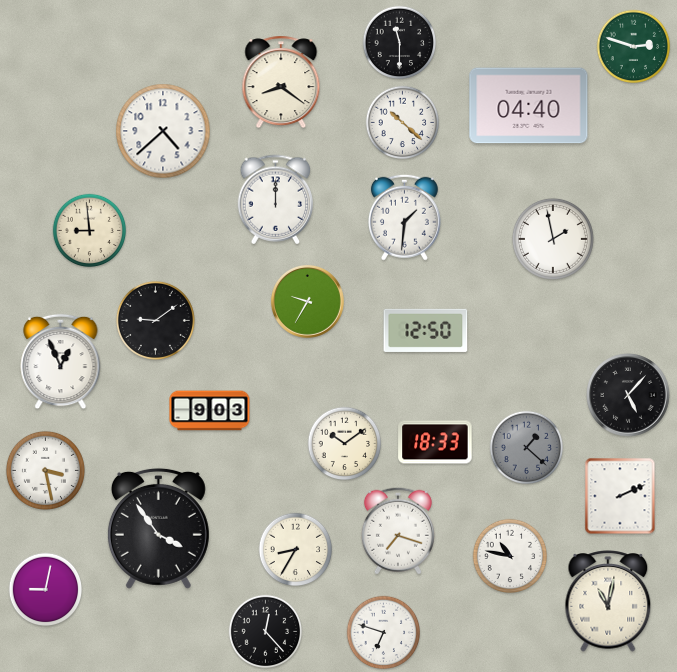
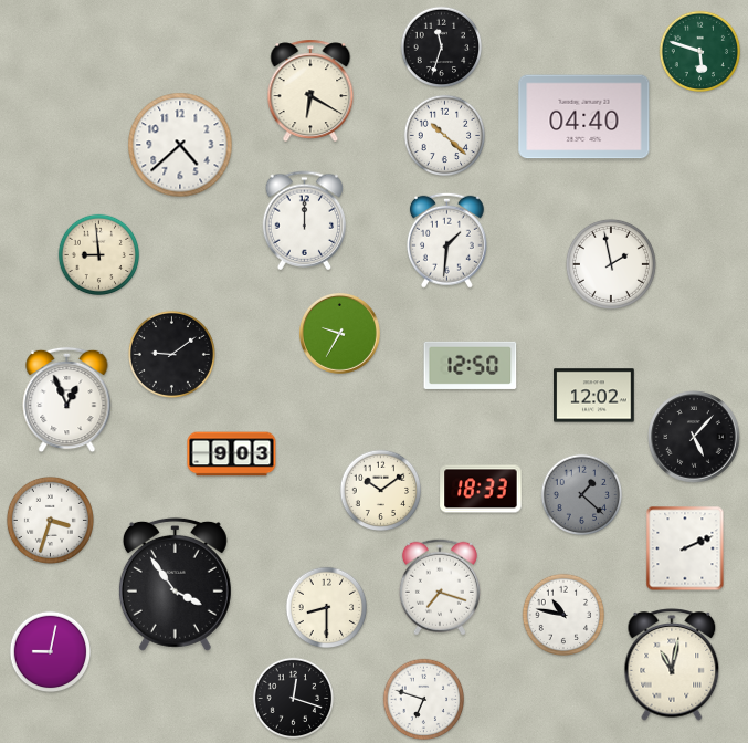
clock at (400, 43): 11:30 -> 11:33
clock at (634, 47): 2:48 -> 5:48
clock at (281, 82): 8:21 -> 6:20
clock at (594, 396): none -> 12:02
clock at (45, 470): 3:28 -> 3:33
clock at (296, 550): 8:35 -> 8:30
clock at (266, 632): 12:23 -> 12:18
